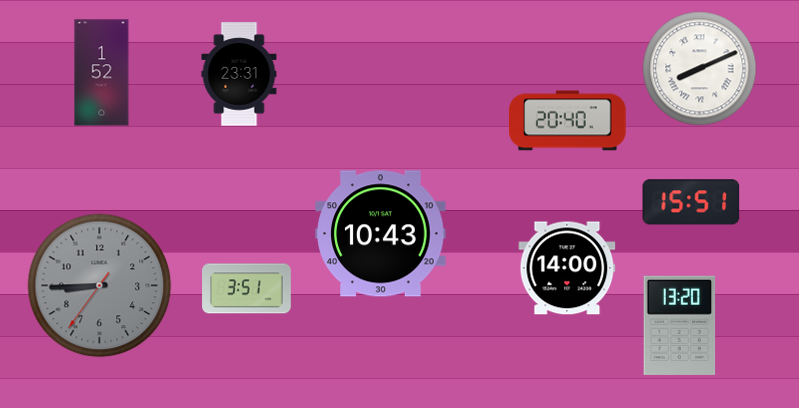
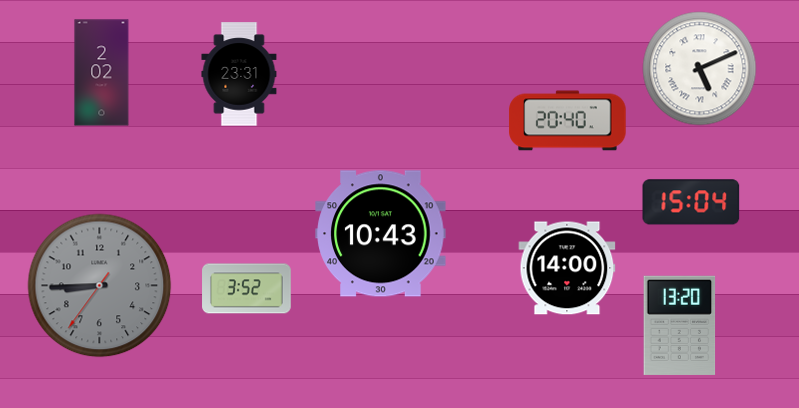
clock at (700, 69): 8:11 -> 5:11
clock at (102, 73): 1:52 -> 2:02
clock at (691, 202): 15:51 -> 15:04
clock at (247, 289): 3:51 -> 3:52
